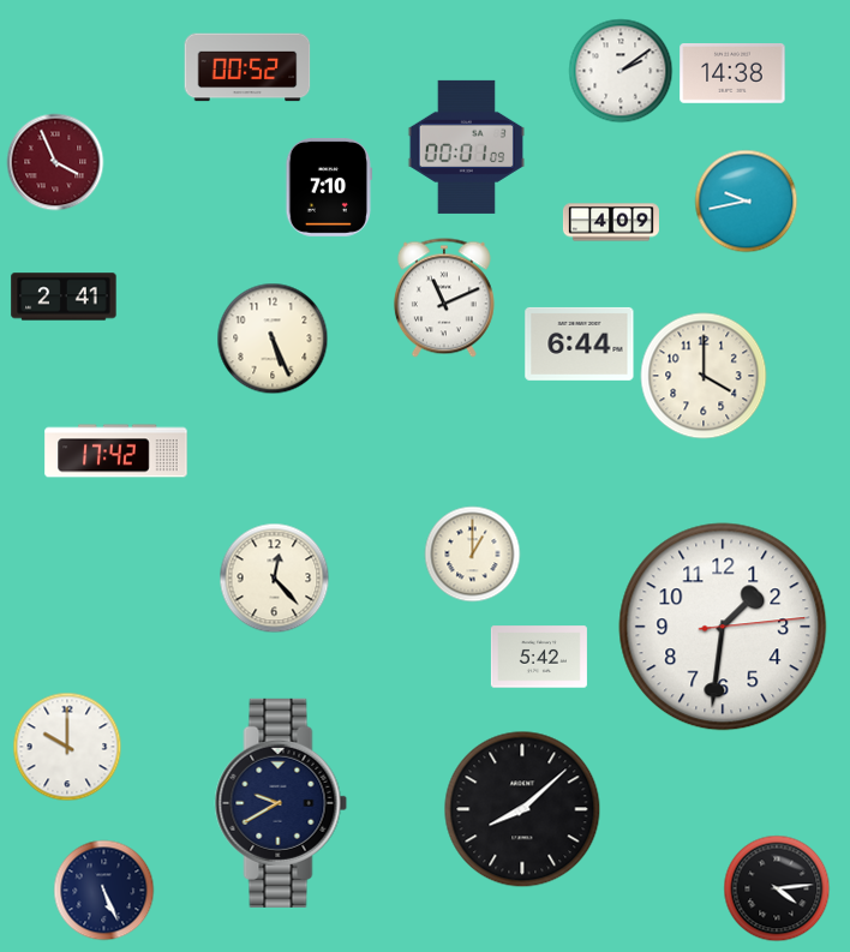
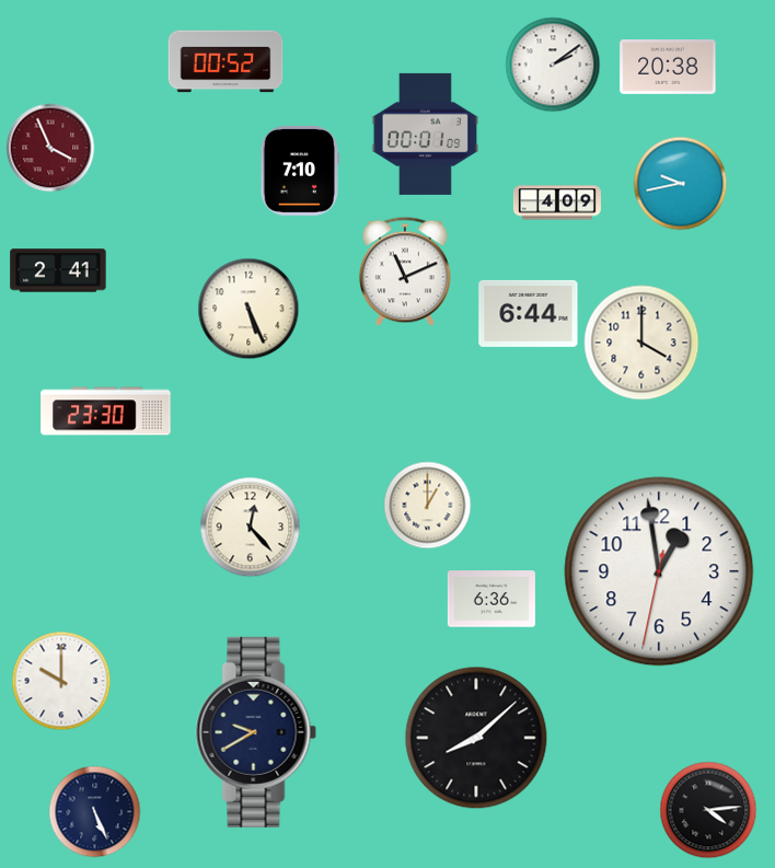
clock at (621, 71) position: (621, 71) -> (553, 65)
clock at (732, 74): 14:38 -> 20:38
clock at (116, 451): 17:42 -> 23:30
clock at (473, 555) position: (473, 555) -> (428, 506)
clock at (723, 627): 1:31 -> 12:58
clock at (539, 657): 5:42 -> 6:36
